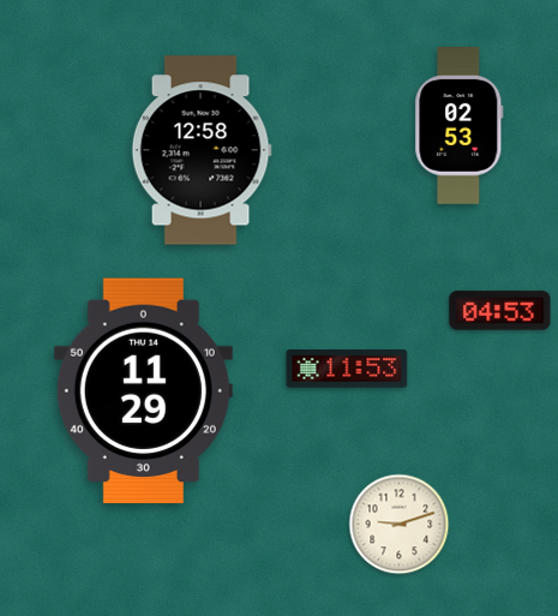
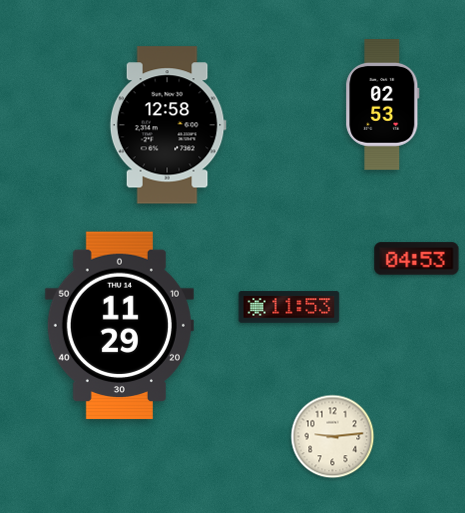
clock at (400, 525): 9:12 -> 9:14
